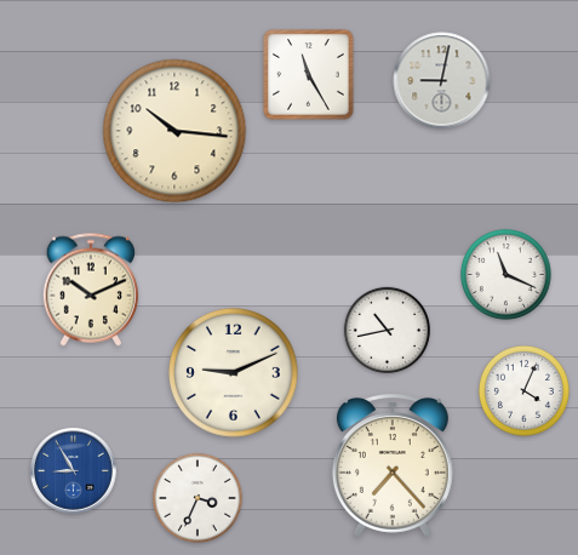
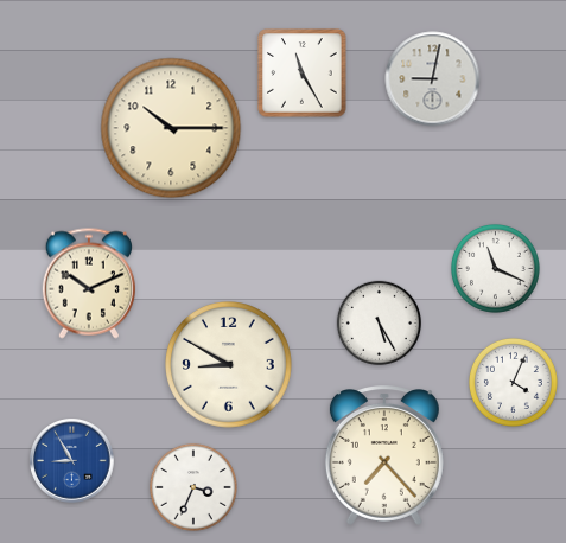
clock at (174, 131): 10:16 -> 10:15
clock at (387, 330): 10:43 -> 5:25
clock at (234, 373): 9:11 -> 8:50
